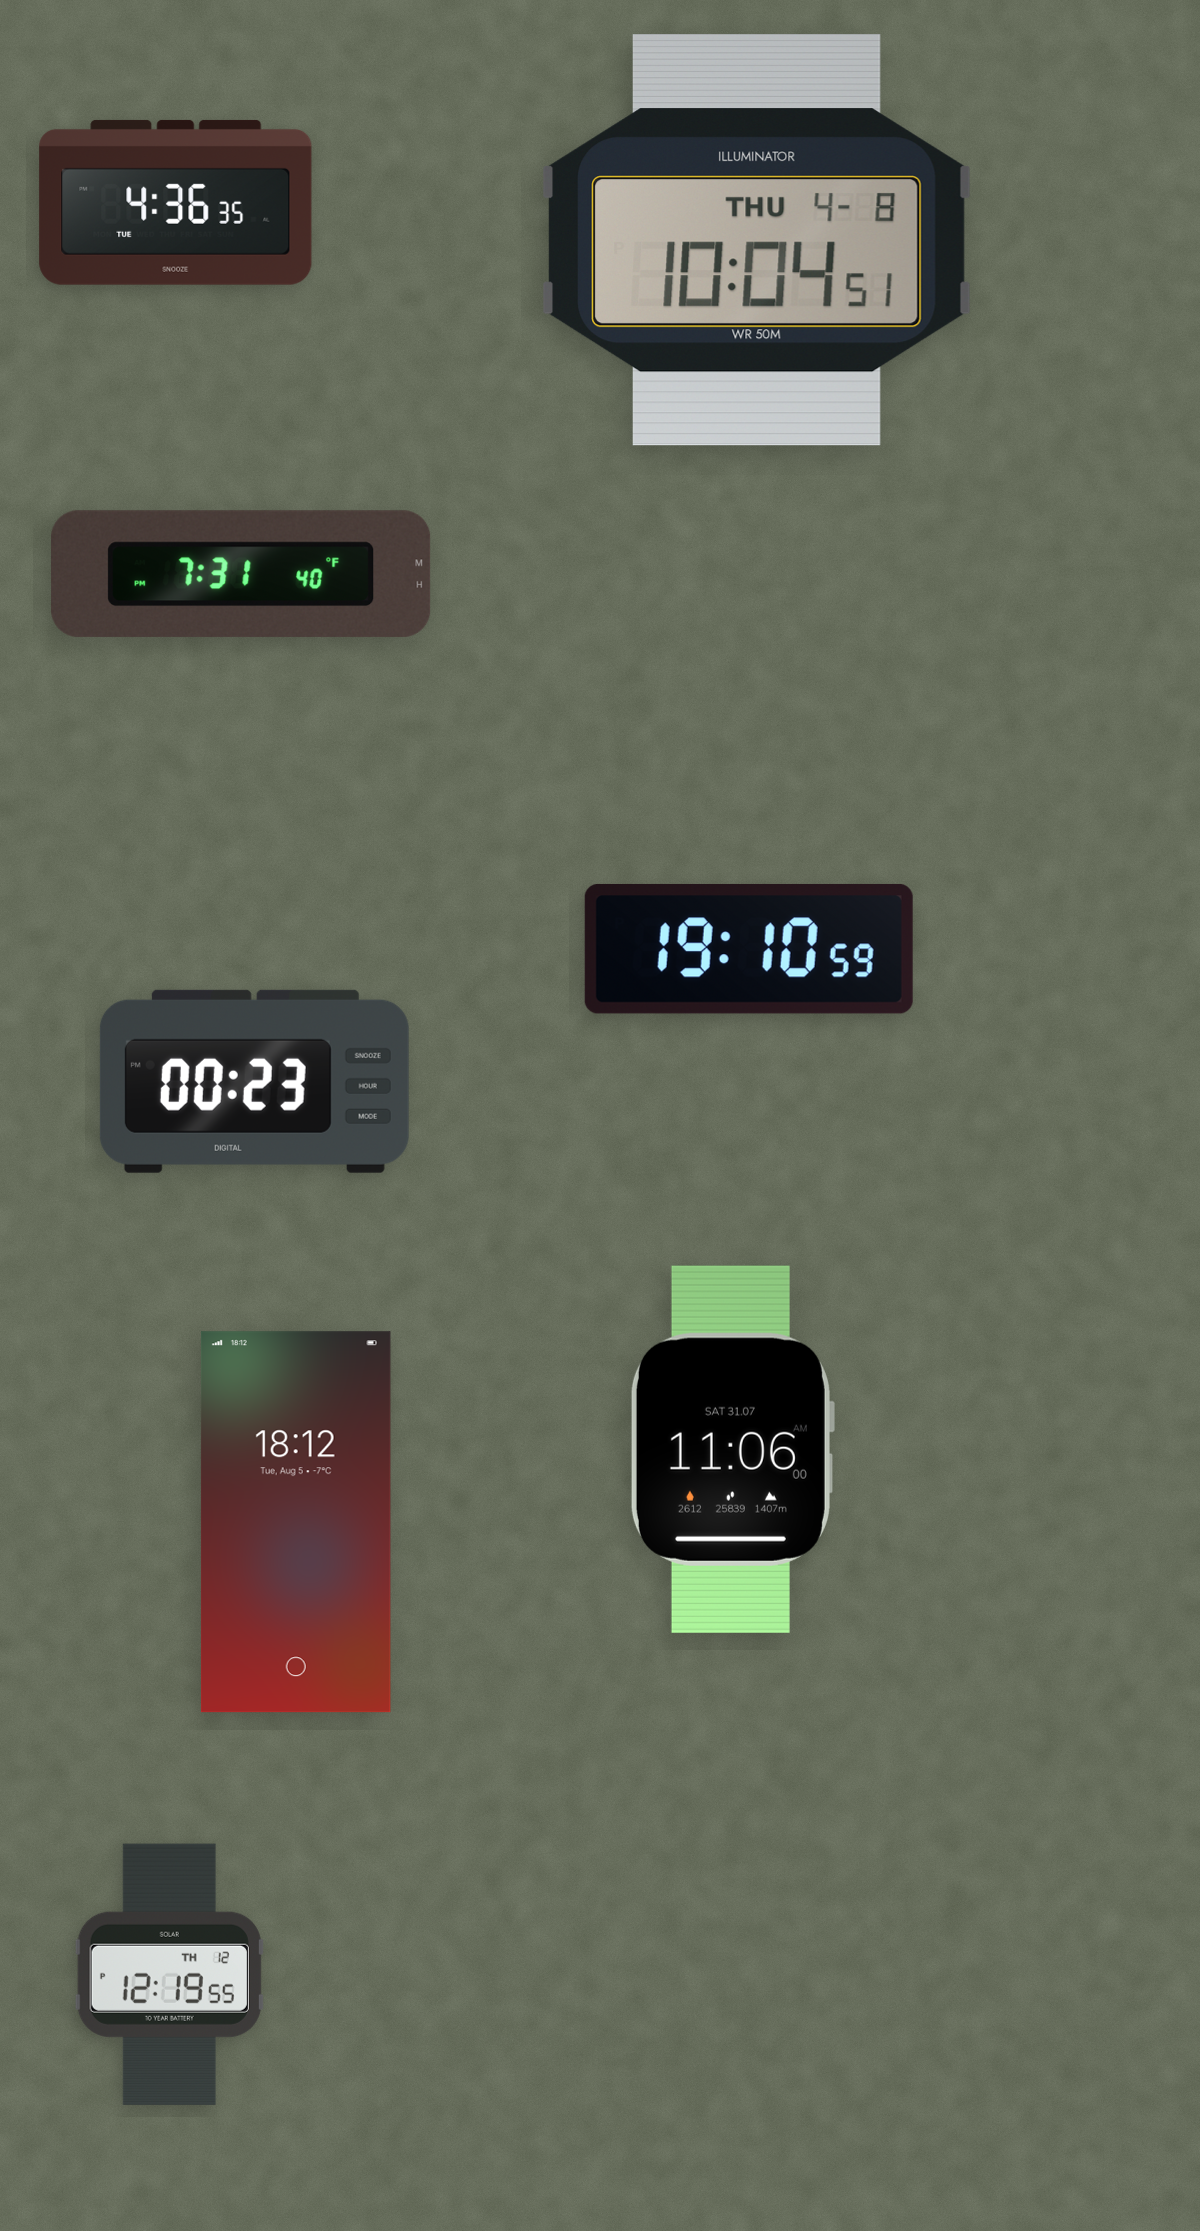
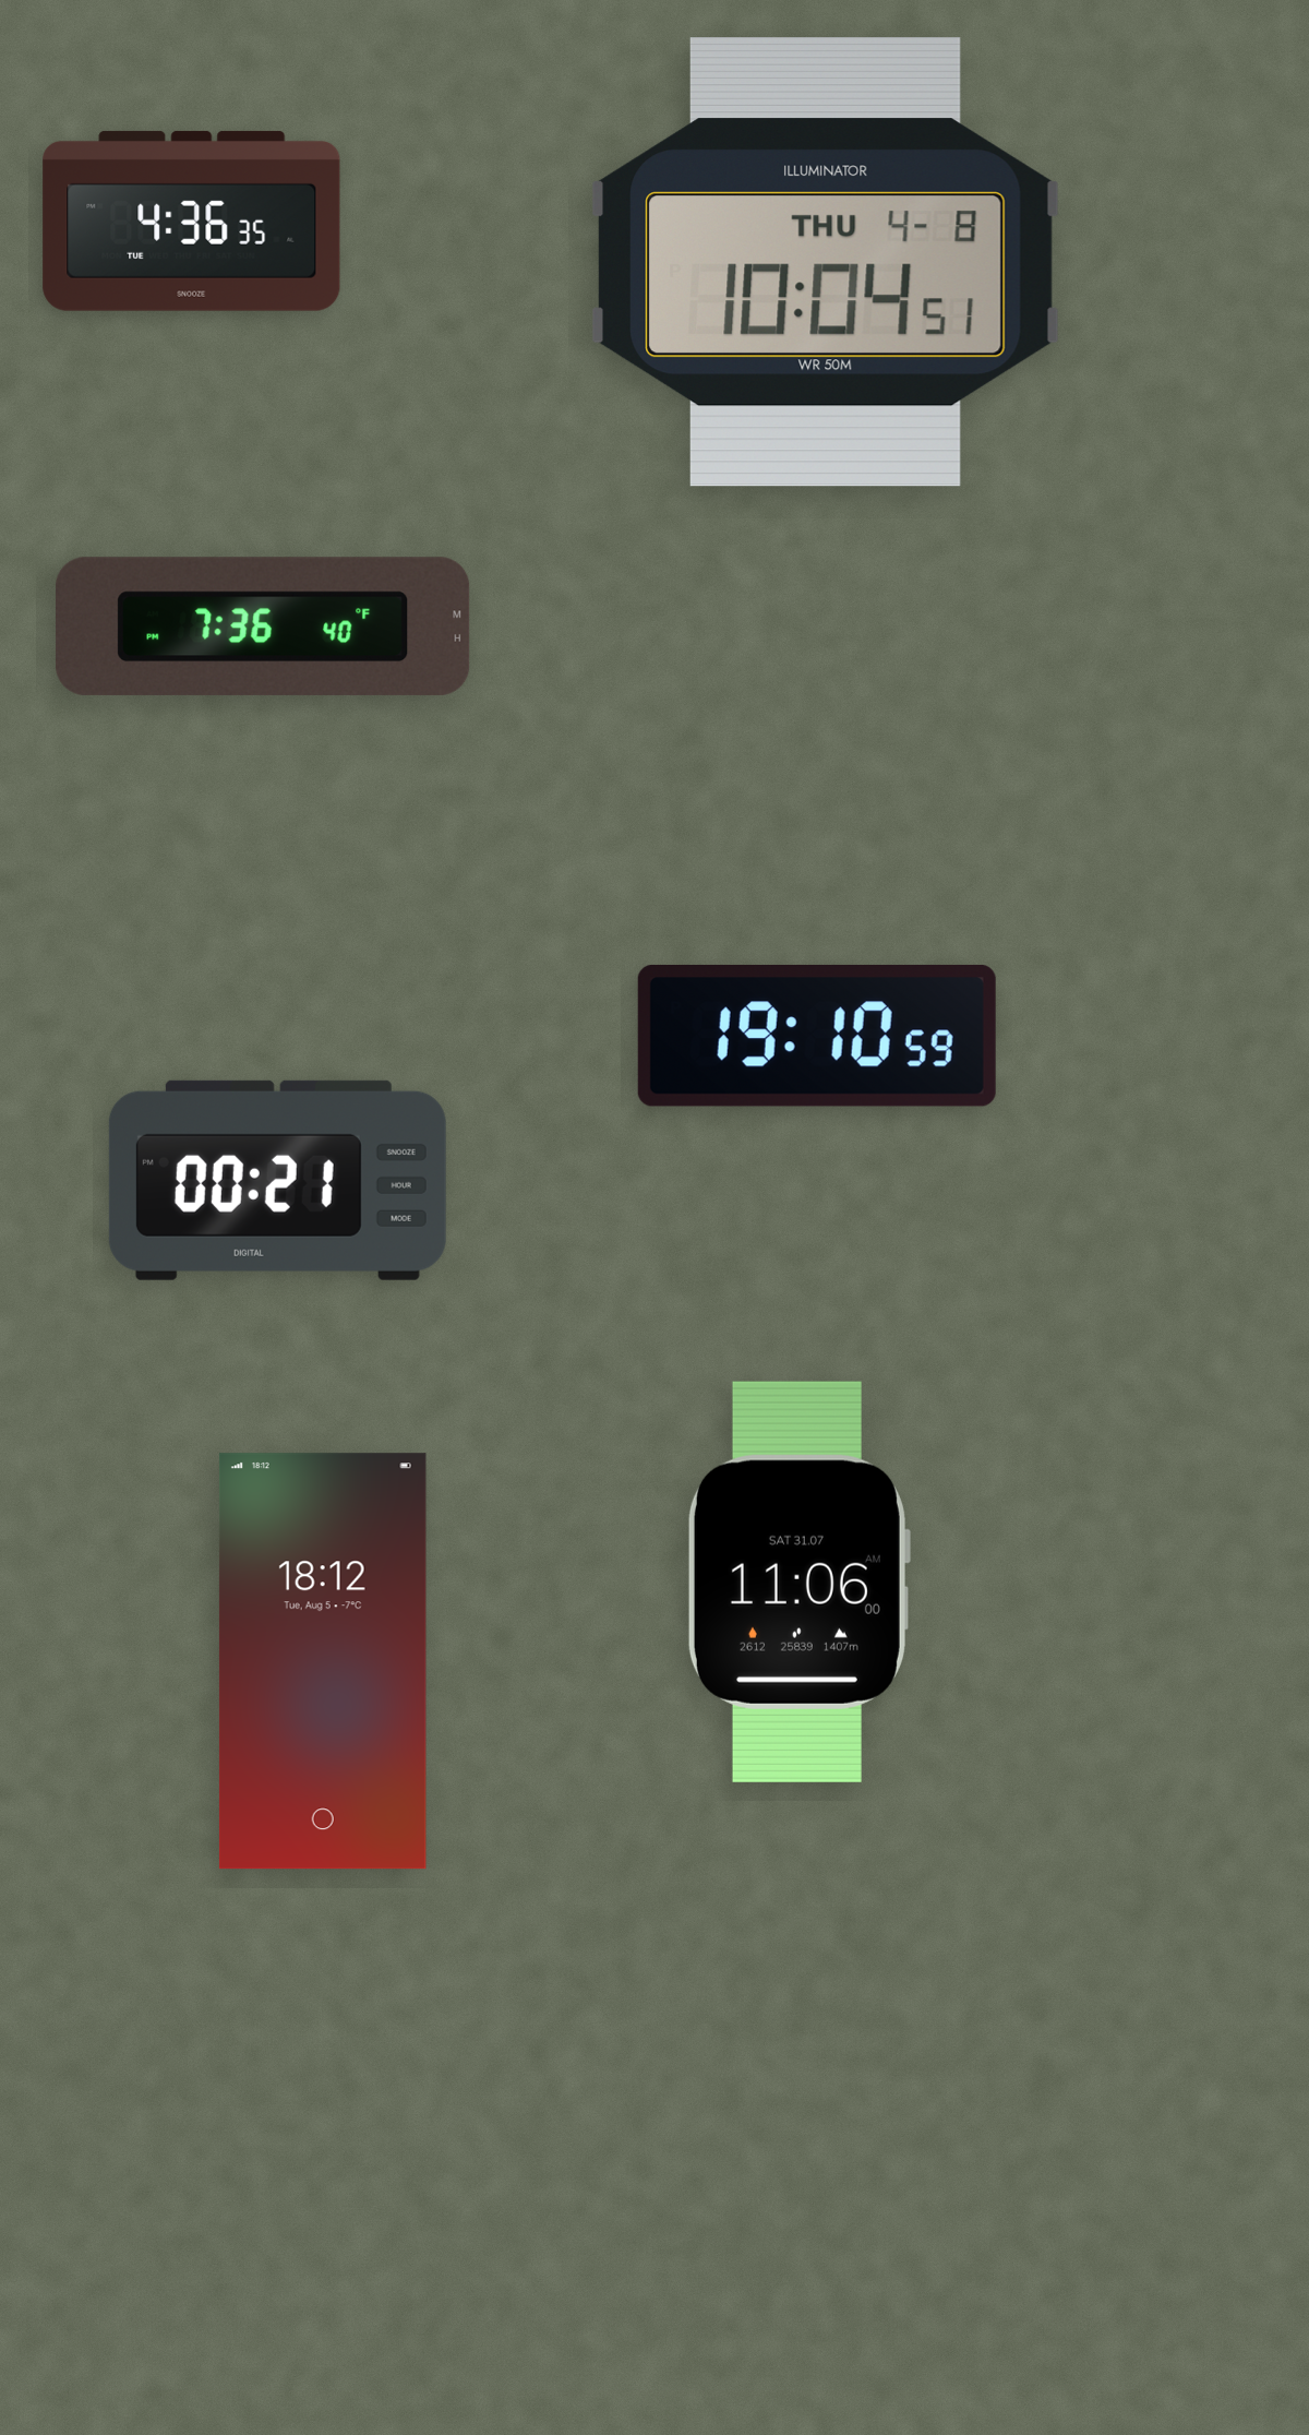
clock at (241, 574): 7:31 -> 7:36
clock at (254, 1081): 00:23 -> 00:21
clock at (169, 1974): 12:19 -> none
